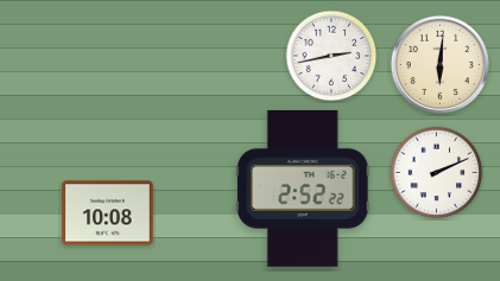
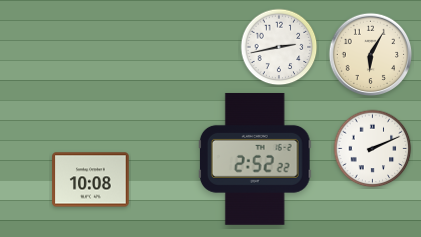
clock at (441, 65): 6:01 -> 6:05
clock at (437, 173) position: (437, 173) -> (373, 149)
